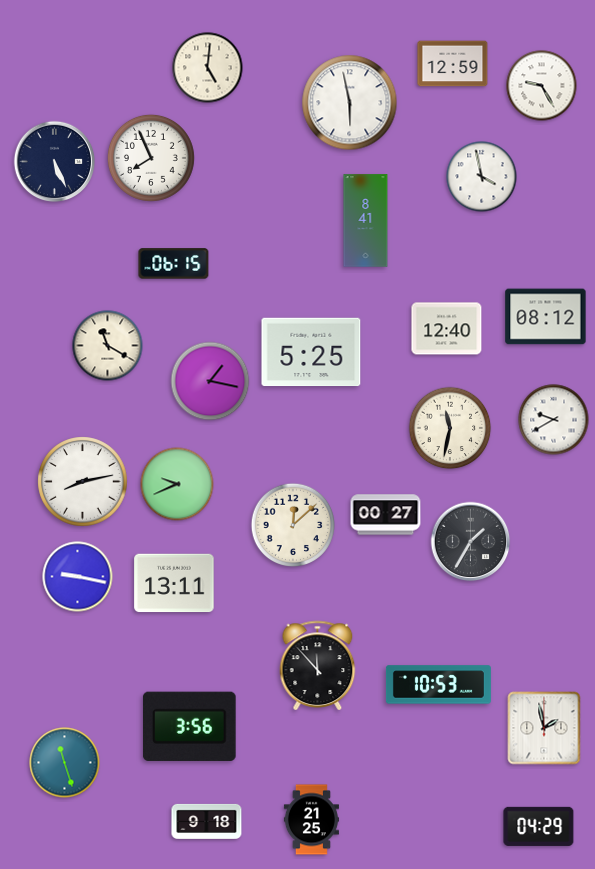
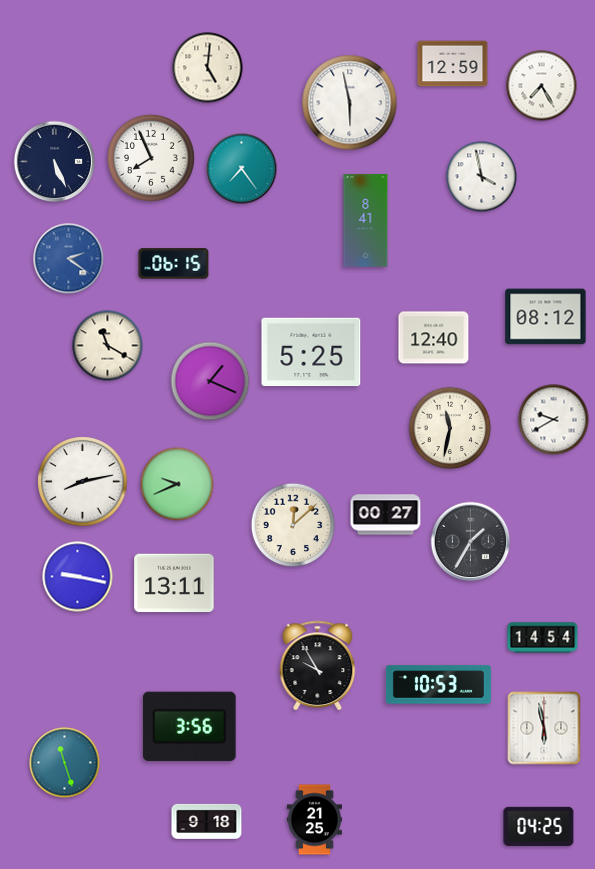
clock at (542, 86): 9:25 -> 7:25
clock at (242, 169): none -> 7:24
clock at (69, 259): none -> 2:21
clock at (447, 329) position: (447, 329) -> (434, 338)
clock at (210, 381): 1:17 -> 1:19
clock at (543, 638): none -> 14:54
clock at (318, 665): 11:53 -> 9:55
clock at (544, 728): 1:58 -> 5:58
clock at (311, 820) position: (311, 820) -> (314, 820)
clock at (539, 826): 04:29 -> 04:25
